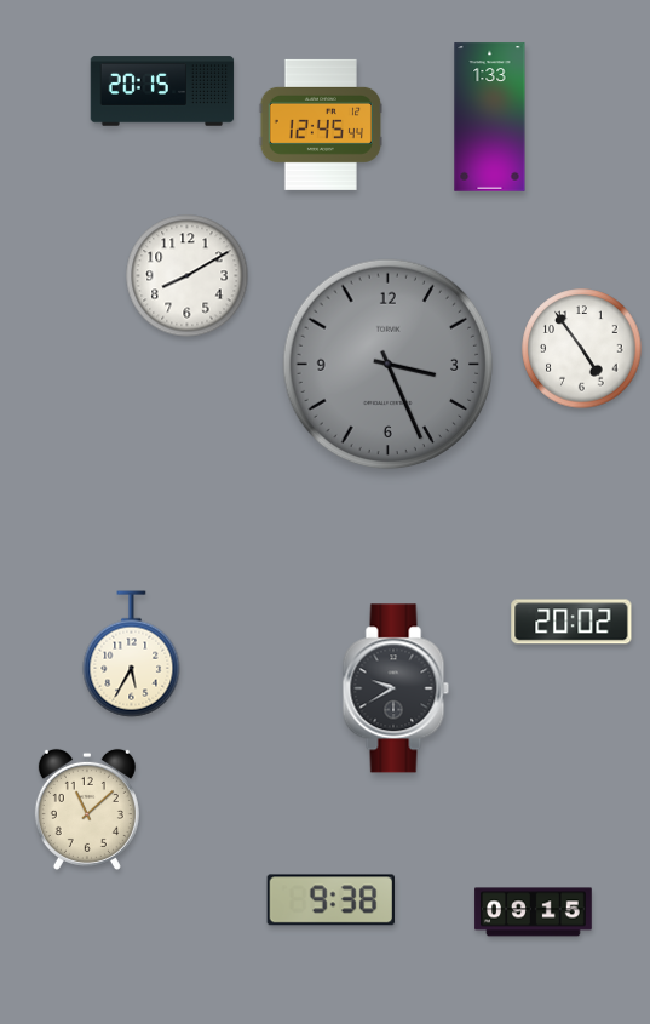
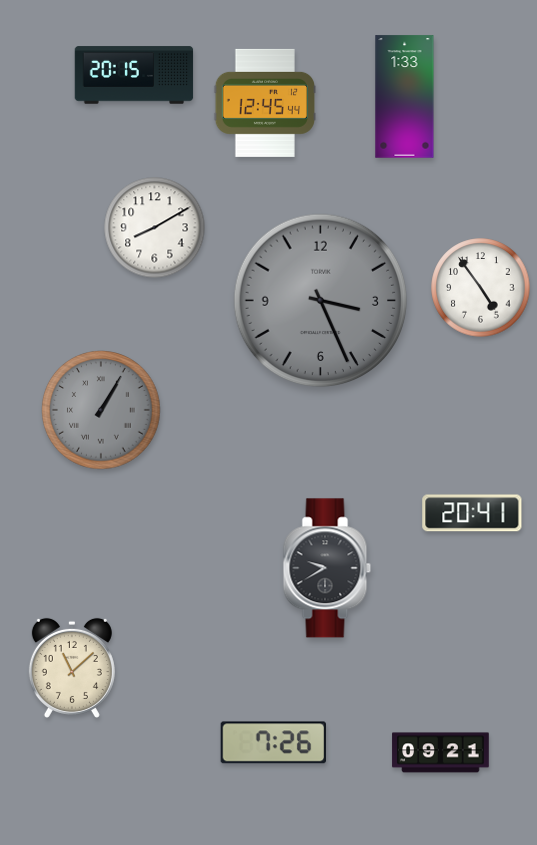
clock at (101, 410): none -> 1:05
clock at (571, 622): 20:02 -> 20:41
clock at (132, 654): 5:35 -> none
clock at (332, 900): 9:38 -> 7:26
clock at (534, 913): 09:15 -> 09:21
